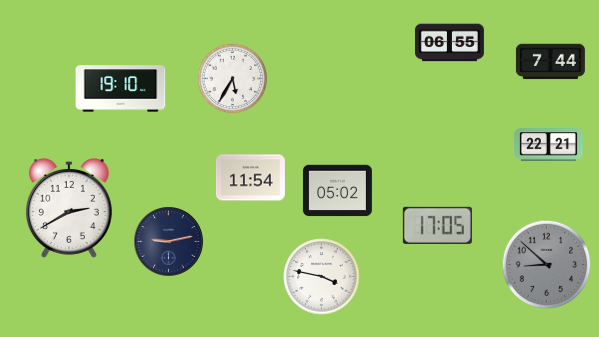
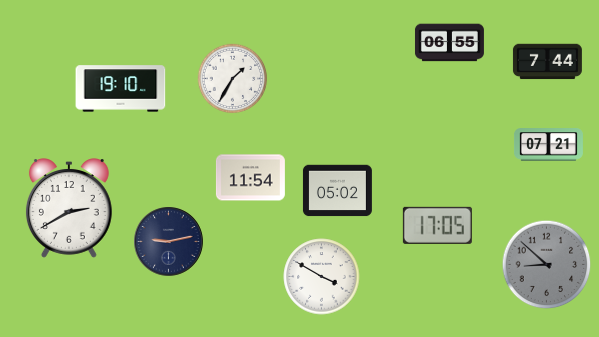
clock at (550, 62) position: (550, 62) -> (547, 62)
clock at (233, 79): 5:35 -> 1:35
clock at (548, 145): 22:21 -> 07:21
clock at (322, 277): 3:47 -> 3:50
